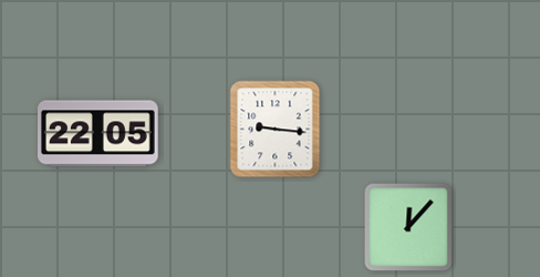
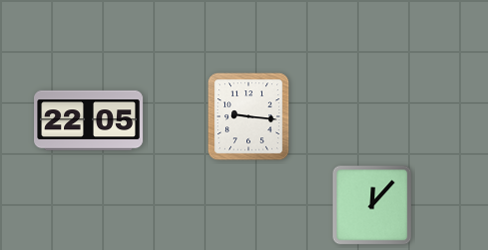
clock at (408, 227) position: (408, 227) -> (372, 205)
